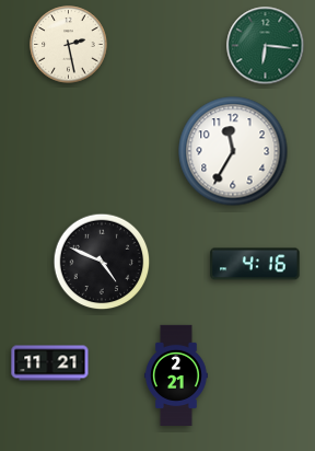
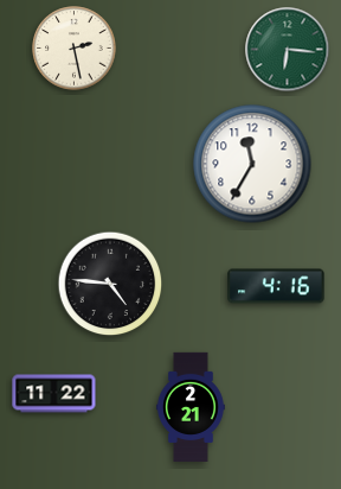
clock at (102, 262): 4:49 -> 4:46
clock at (50, 363): 11:21 -> 11:22
